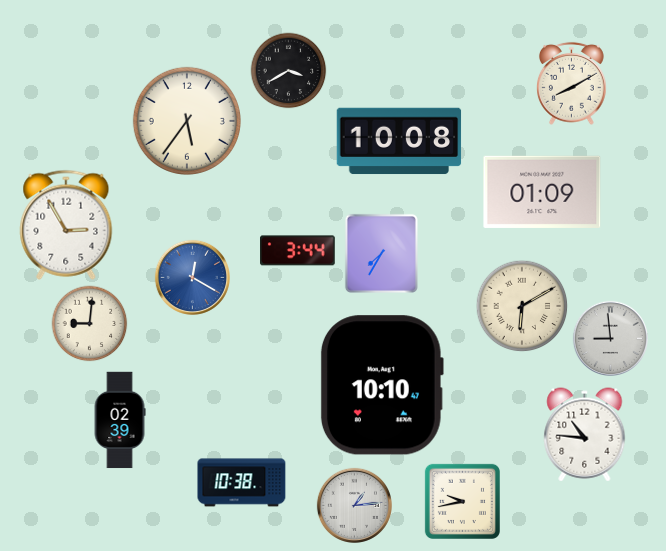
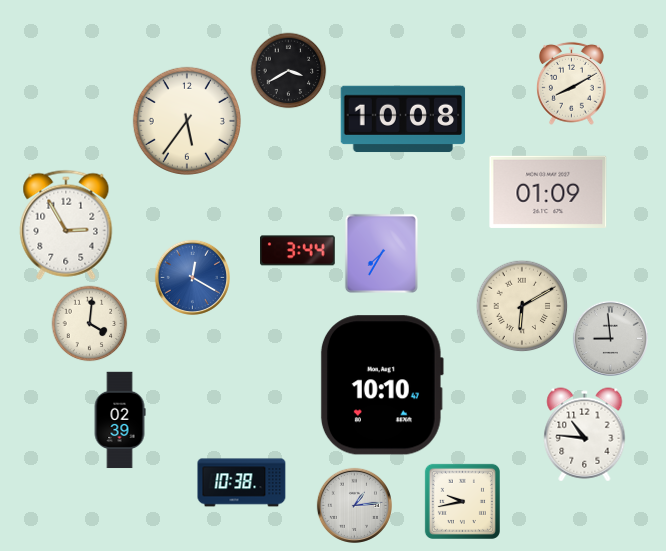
clock at (399, 141) position: (399, 141) -> (403, 119)
clock at (542, 192) position: (542, 192) -> (548, 192)
clock at (90, 324): 9:01 -> 4:01
